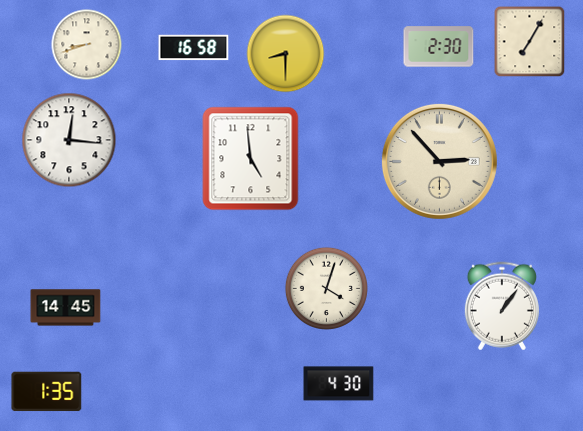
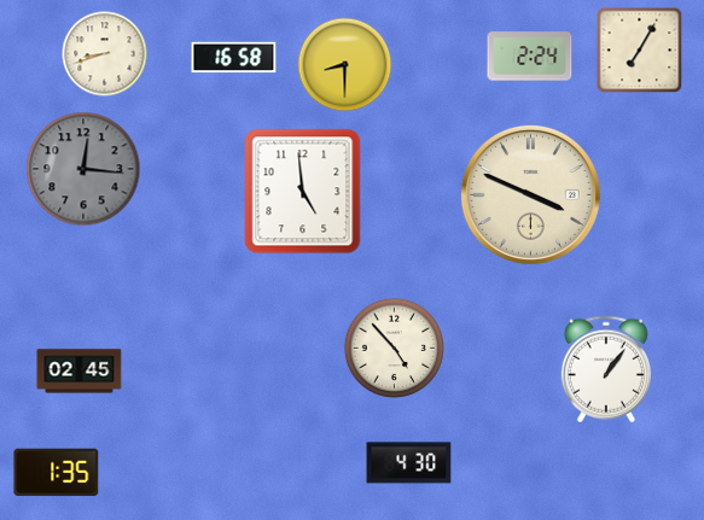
clock at (439, 47): 2:30 -> 2:24
clock at (69, 140) dial: white -> grey
clock at (439, 161): 2:53 -> 3:49
clock at (326, 288): 4:03 -> 4:53
clock at (66, 308): 14:45 -> 02:45
